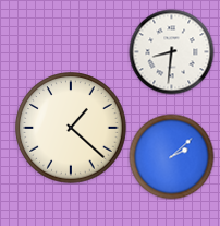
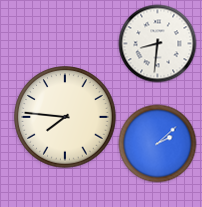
clock at (171, 51) position: (171, 51) -> (157, 43)
clock at (71, 128): 1:22 -> 7:46
